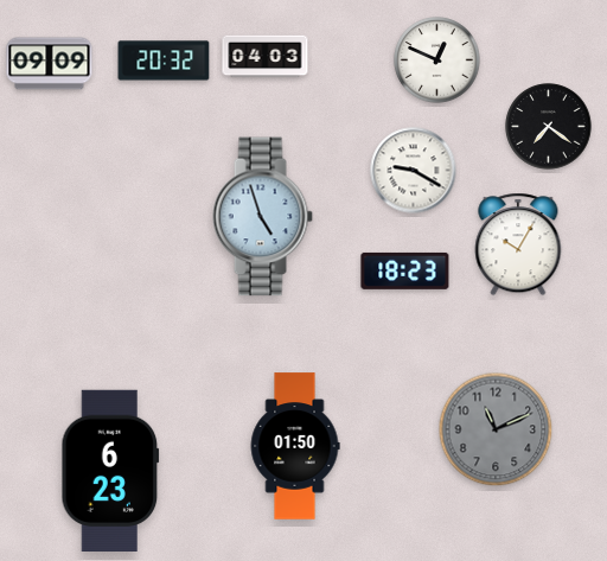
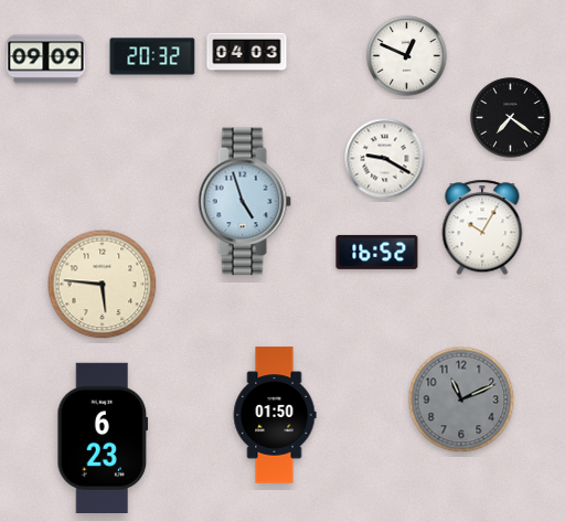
clock at (405, 270): 18:23 -> 16:52
clock at (103, 285): none -> 5:46
